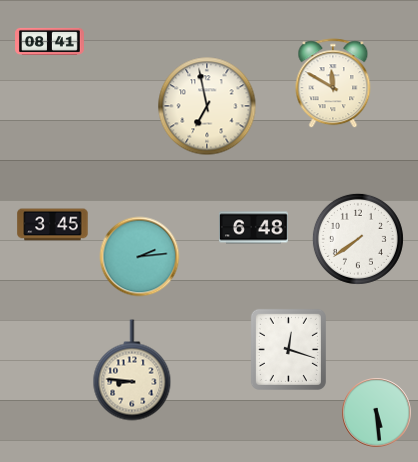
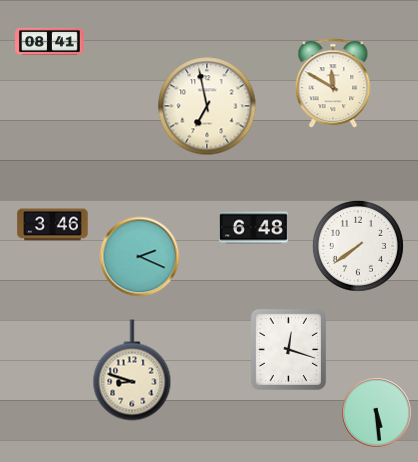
clock at (53, 225): 3:45 -> 3:46
clock at (358, 239) position: (358, 239) -> (358, 246)
clock at (140, 257): 2:14 -> 2:19
clock at (132, 370): 8:46 -> 8:48
